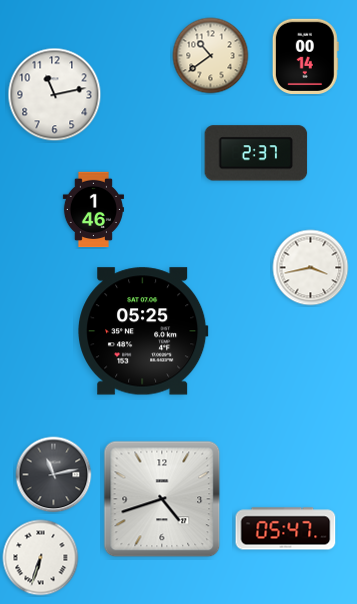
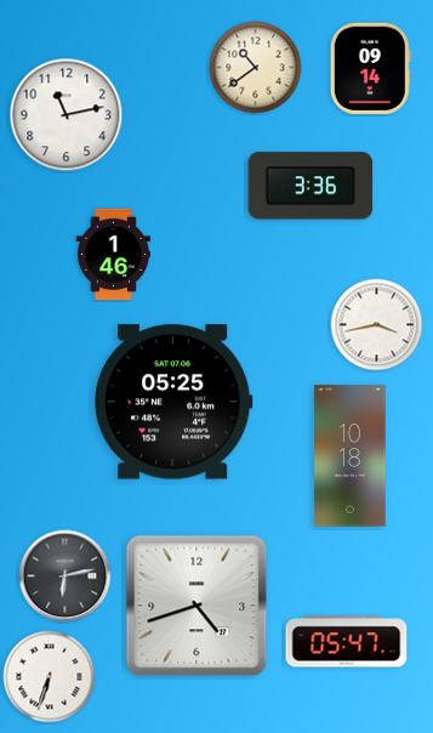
clock at (305, 56): 00:14 -> 09:14
clock at (256, 153): 2:37 -> 3:36
clock at (351, 456): none -> 10:18
clock at (54, 475): 11:13 -> 6:13
